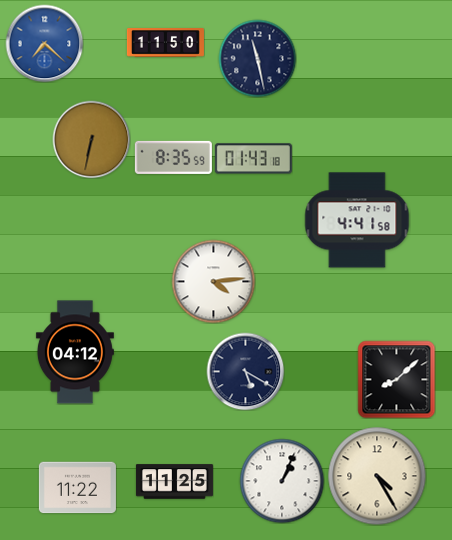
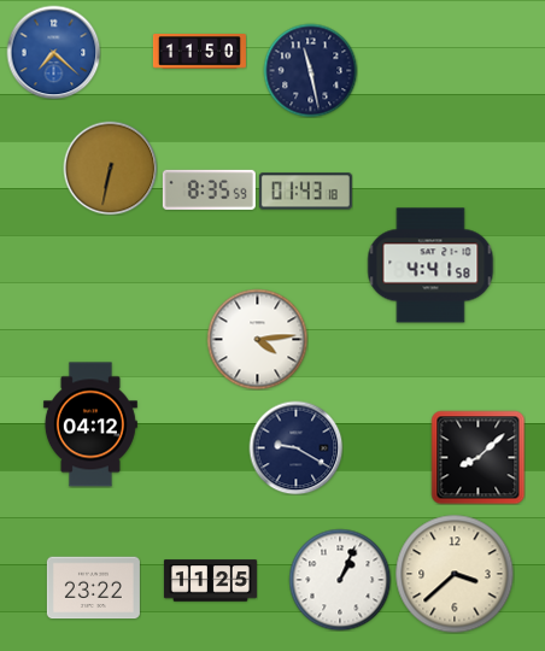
clock at (245, 371): 5:20 -> 9:20
clock at (377, 476): 4:25 -> 3:38
clock at (77, 488): 11:22 -> 23:22
